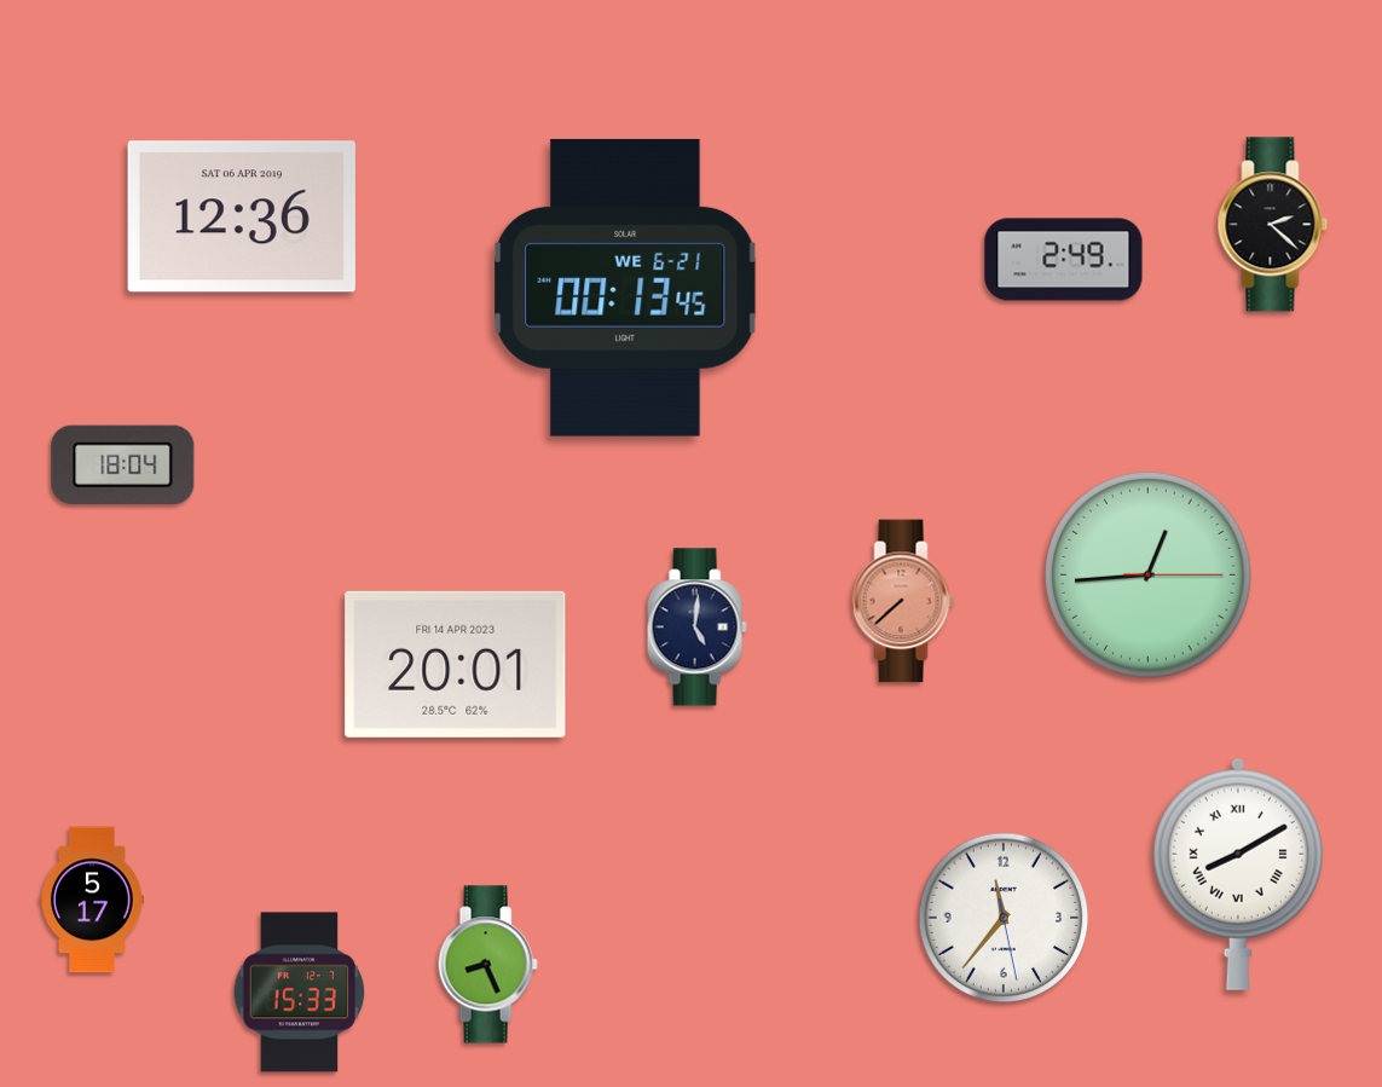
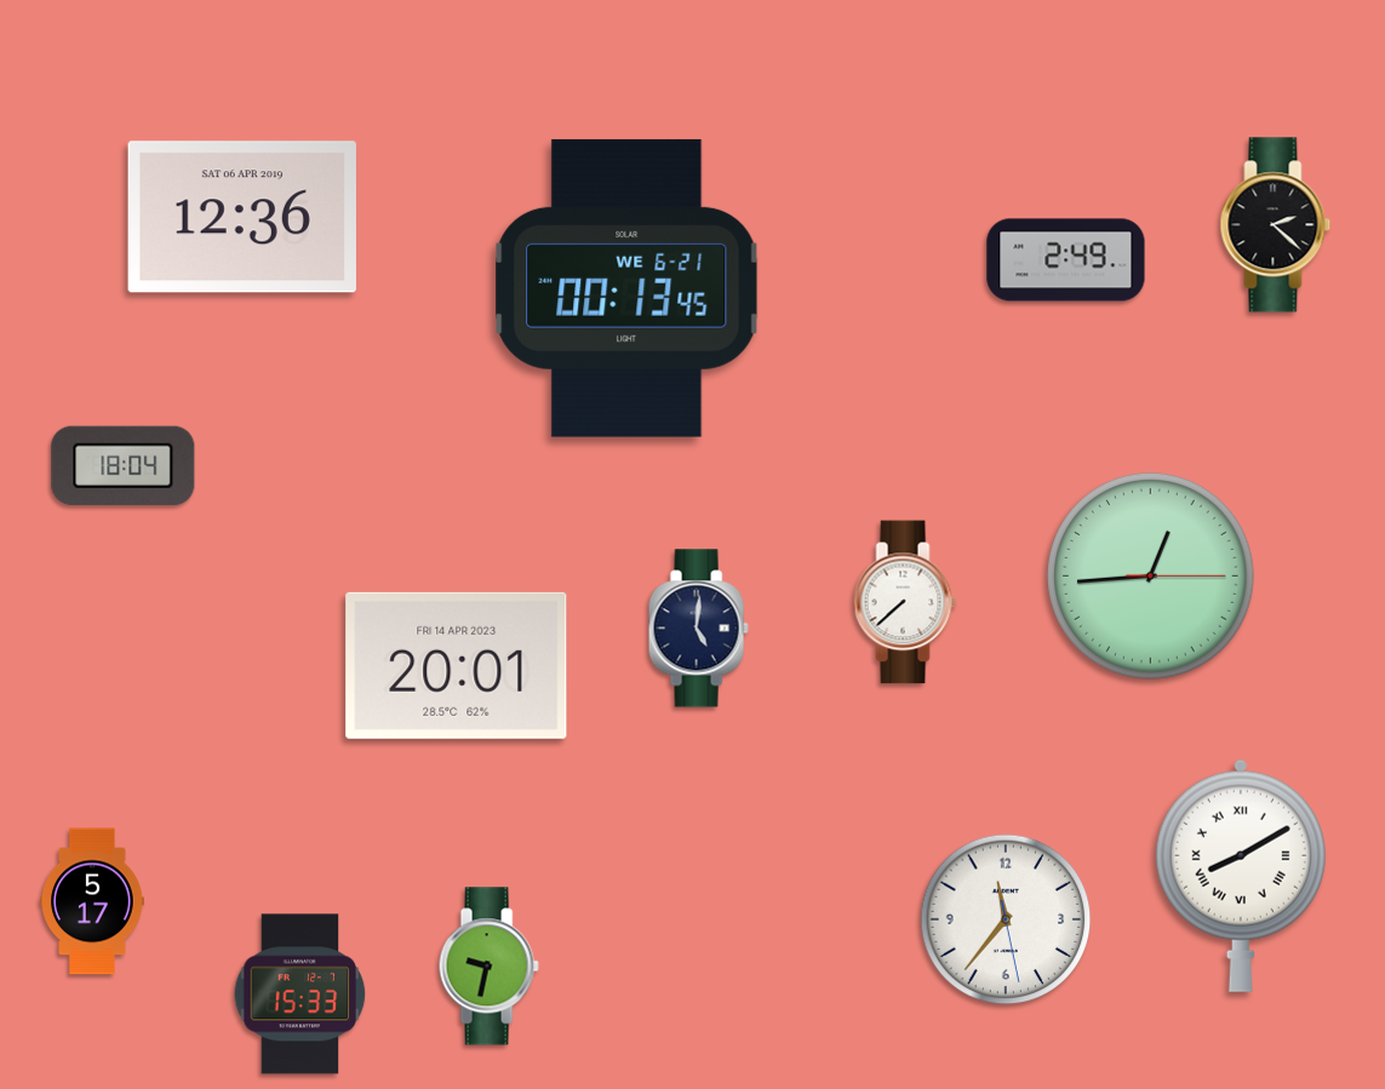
clock at (903, 601) dial: salmon -> white
clock at (487, 965): 8:26 -> 9:32
